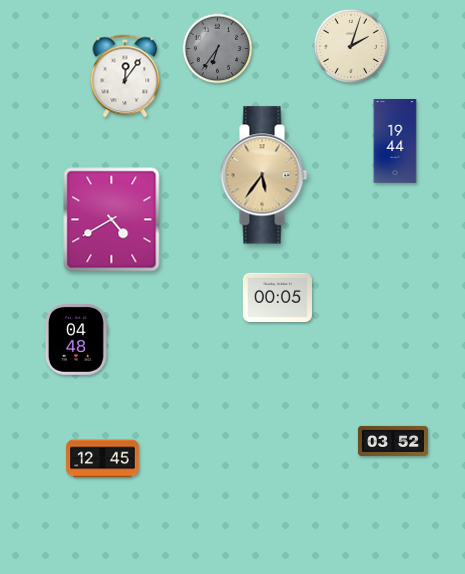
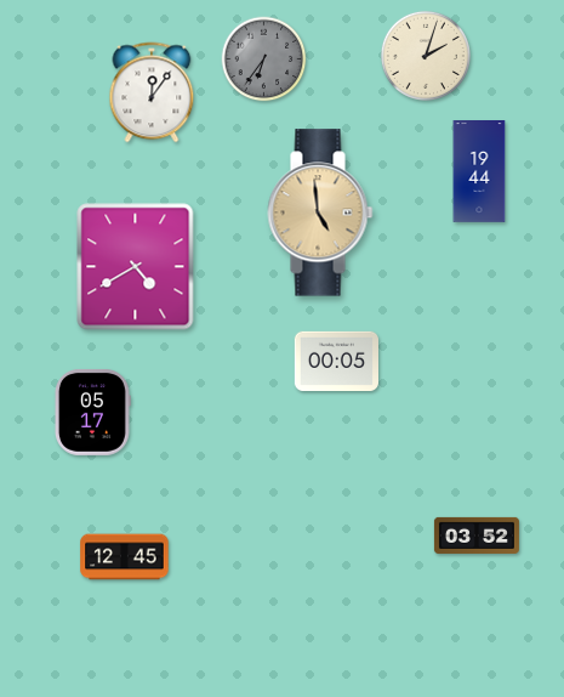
clock at (264, 175): 5:36 -> 4:59
clock at (76, 339): 04:48 -> 05:17
